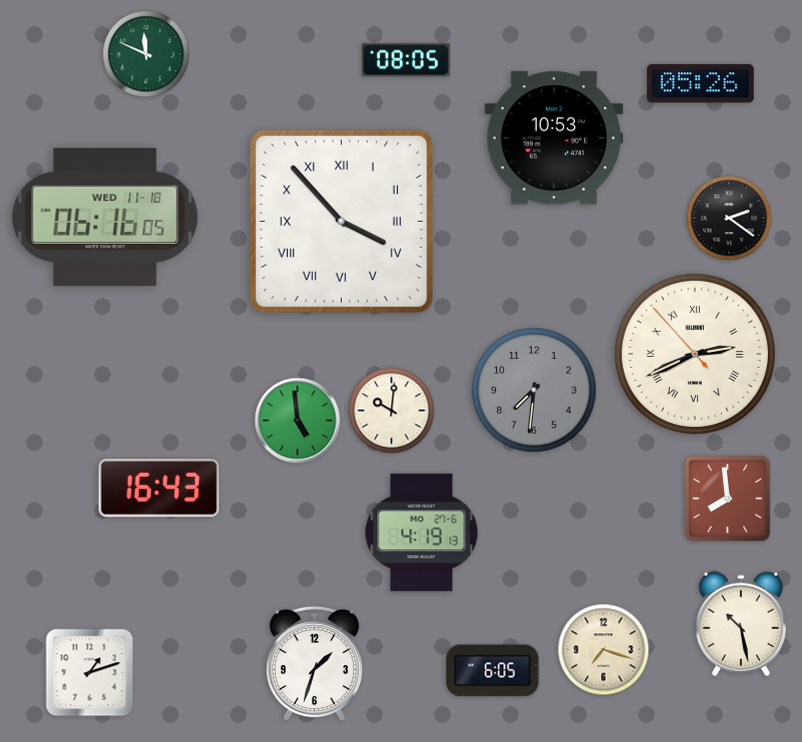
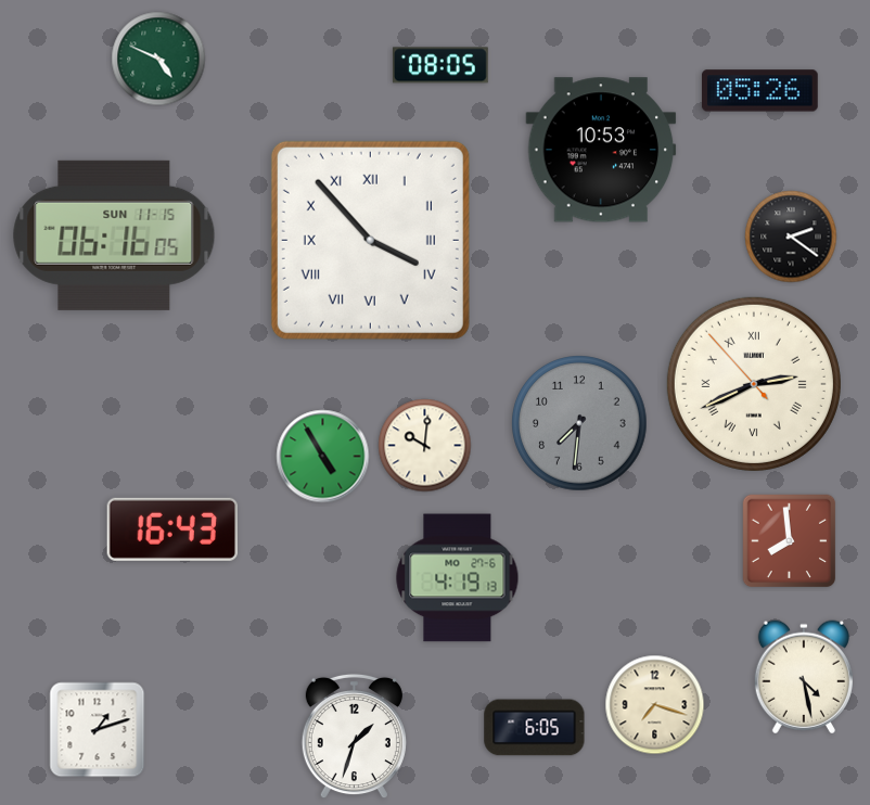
clock at (146, 54): 11:49 -> 4:49
clock at (105, 217) date: WED 11-18 -> SUN 11-15
clock at (298, 421): 4:59 -> 4:55
clock at (741, 624): 10:28 -> 4:28
clock at (314, 664) position: (314, 664) -> (354, 737)
